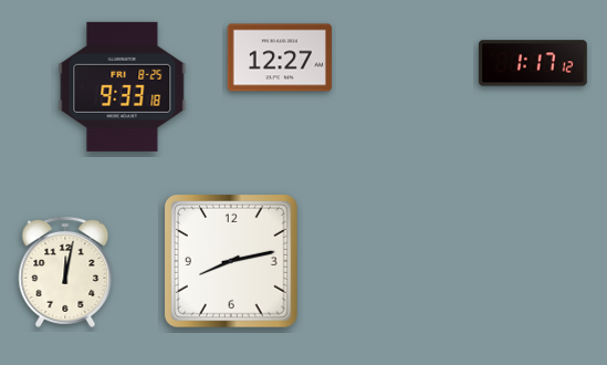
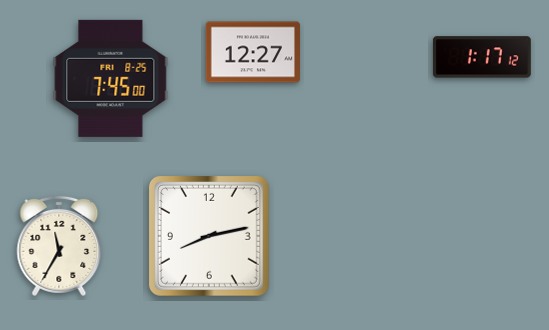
clock at (123, 86): 9:33 -> 7:45
clock at (65, 272): 12:02 -> 11:35
